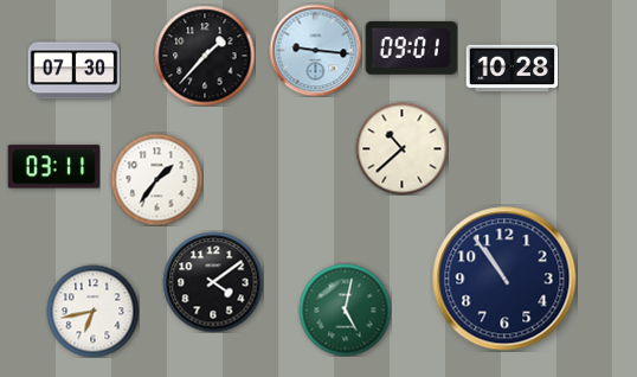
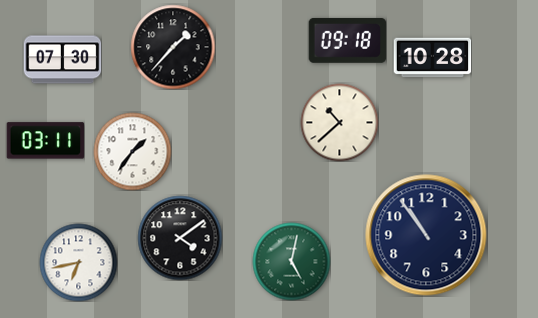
clock at (411, 47): 09:01 -> 09:18
clock at (315, 50): 9:16 -> none
clock at (401, 148) position: (401, 148) -> (339, 122)
